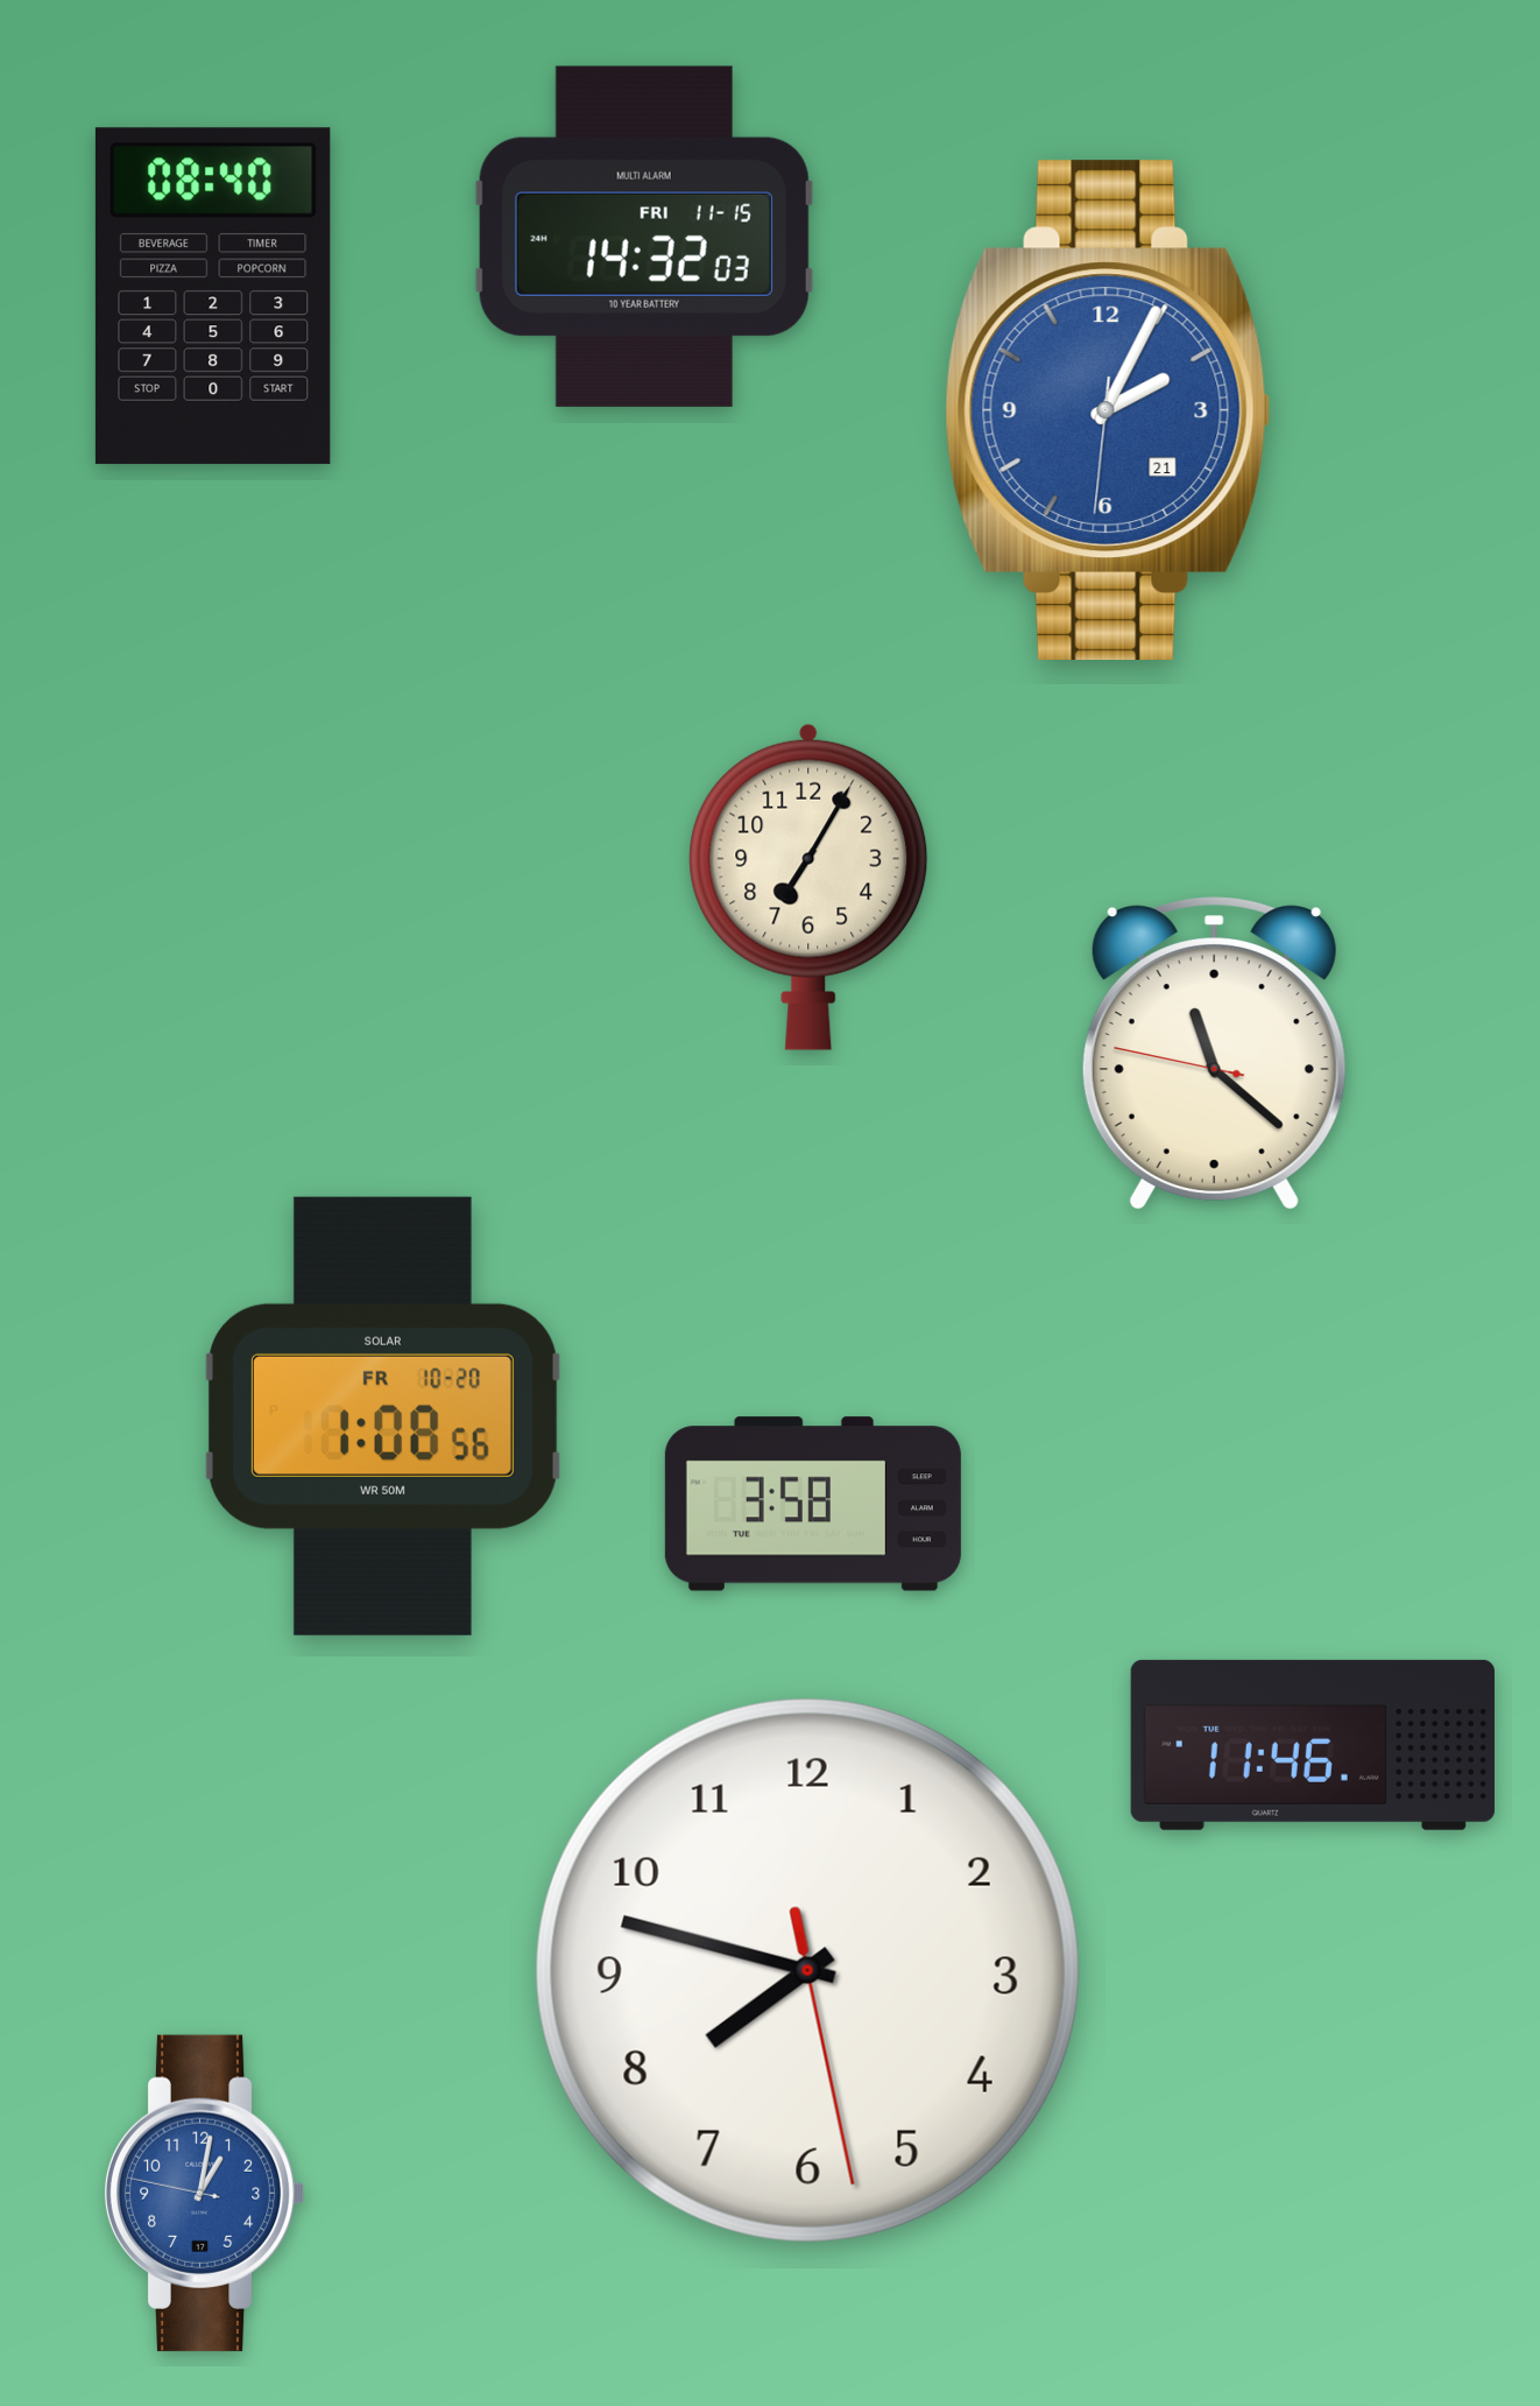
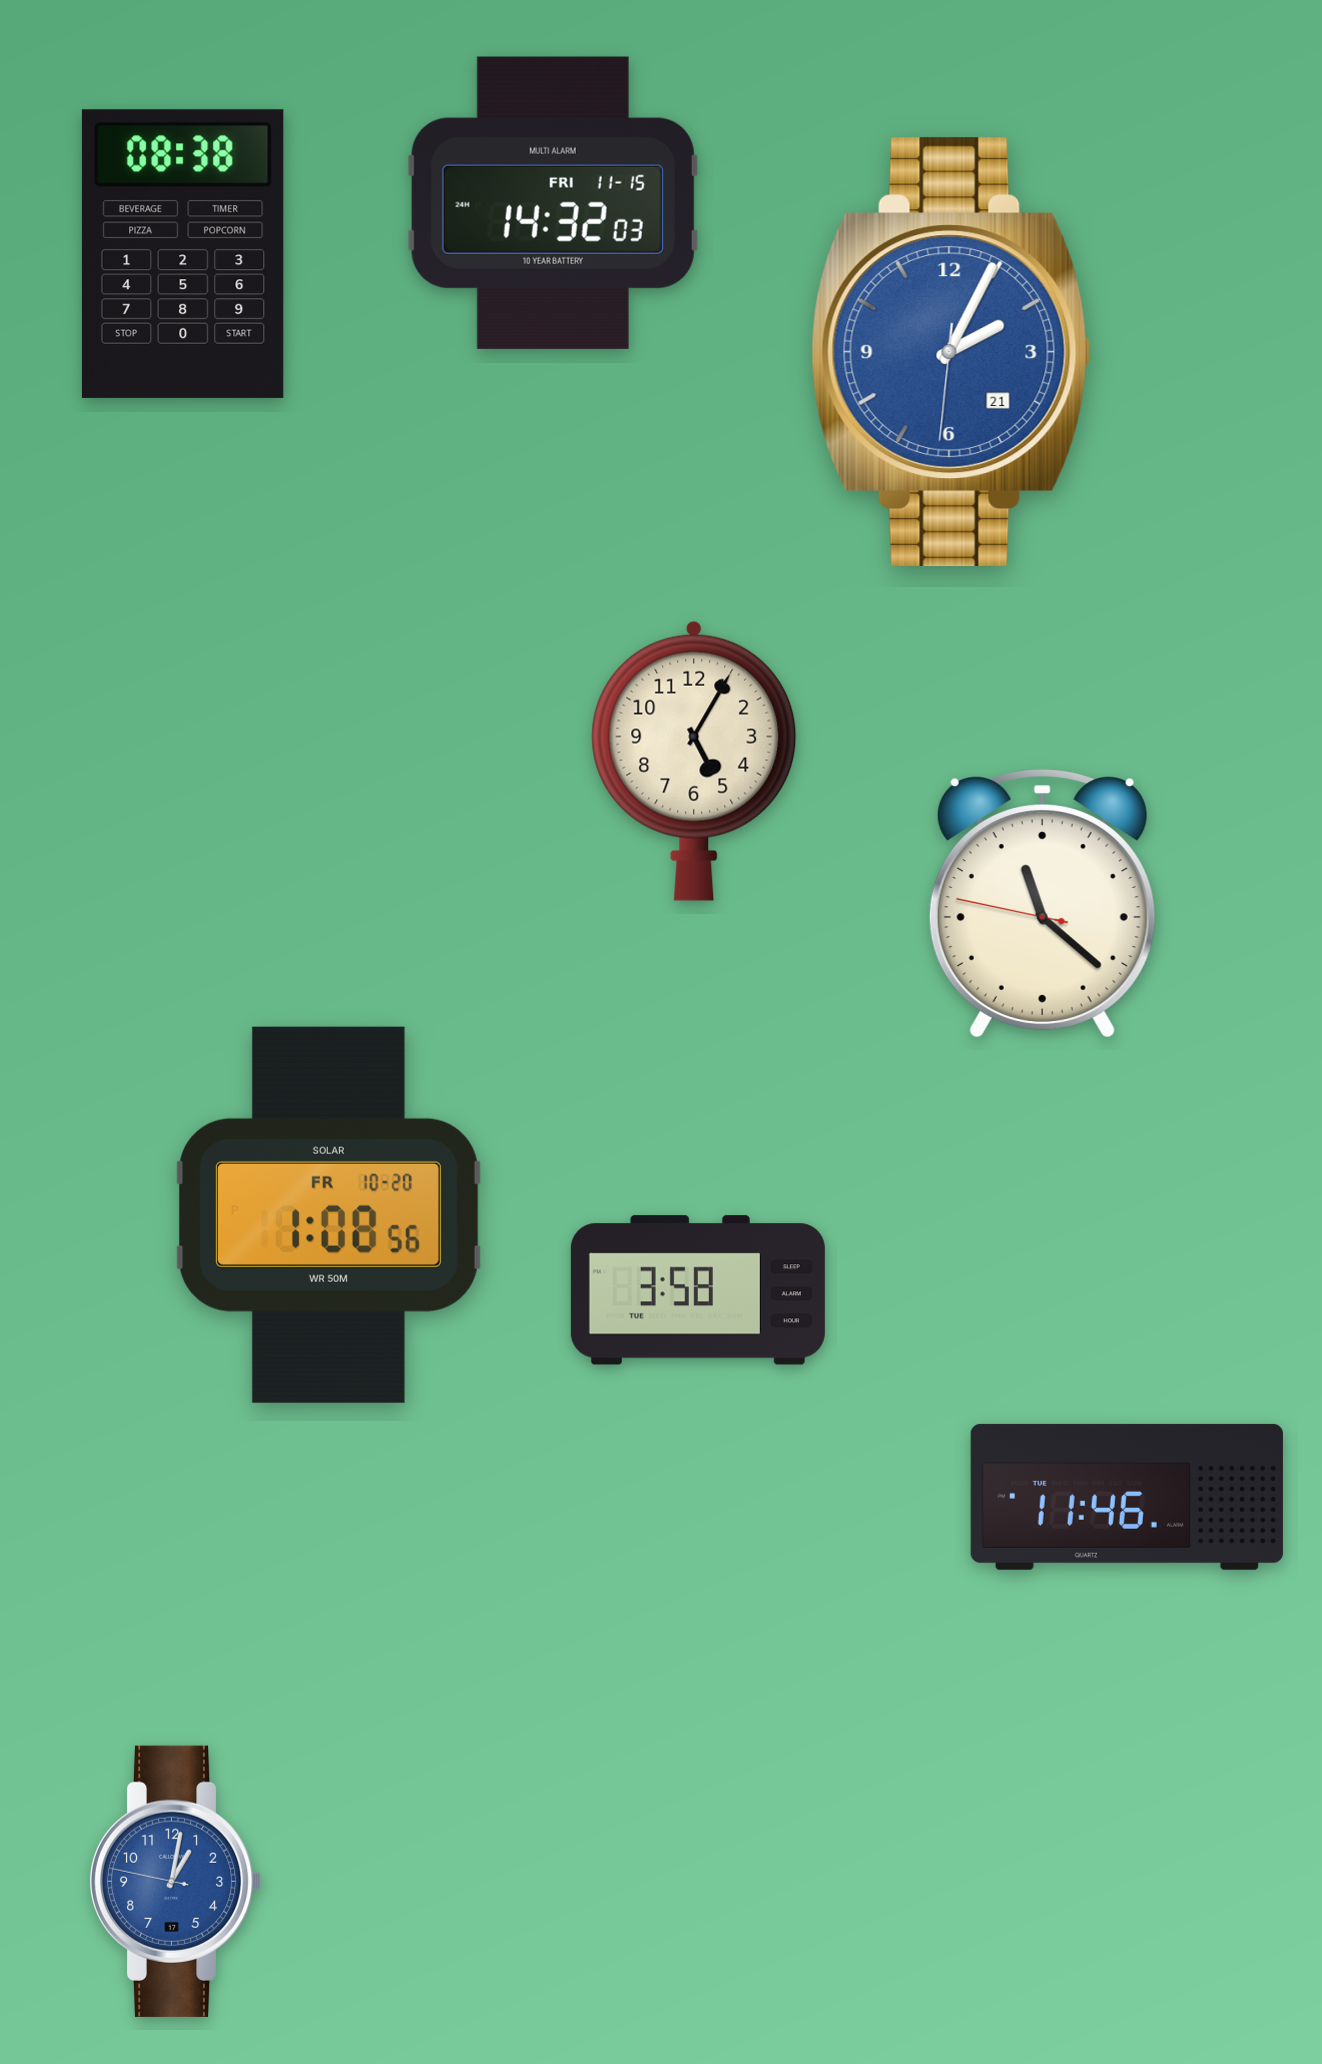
clock at (213, 296): 08:40 -> 08:38
clock at (808, 887): 7:05 -> 5:05
clock at (807, 1970): 7:47 -> none
